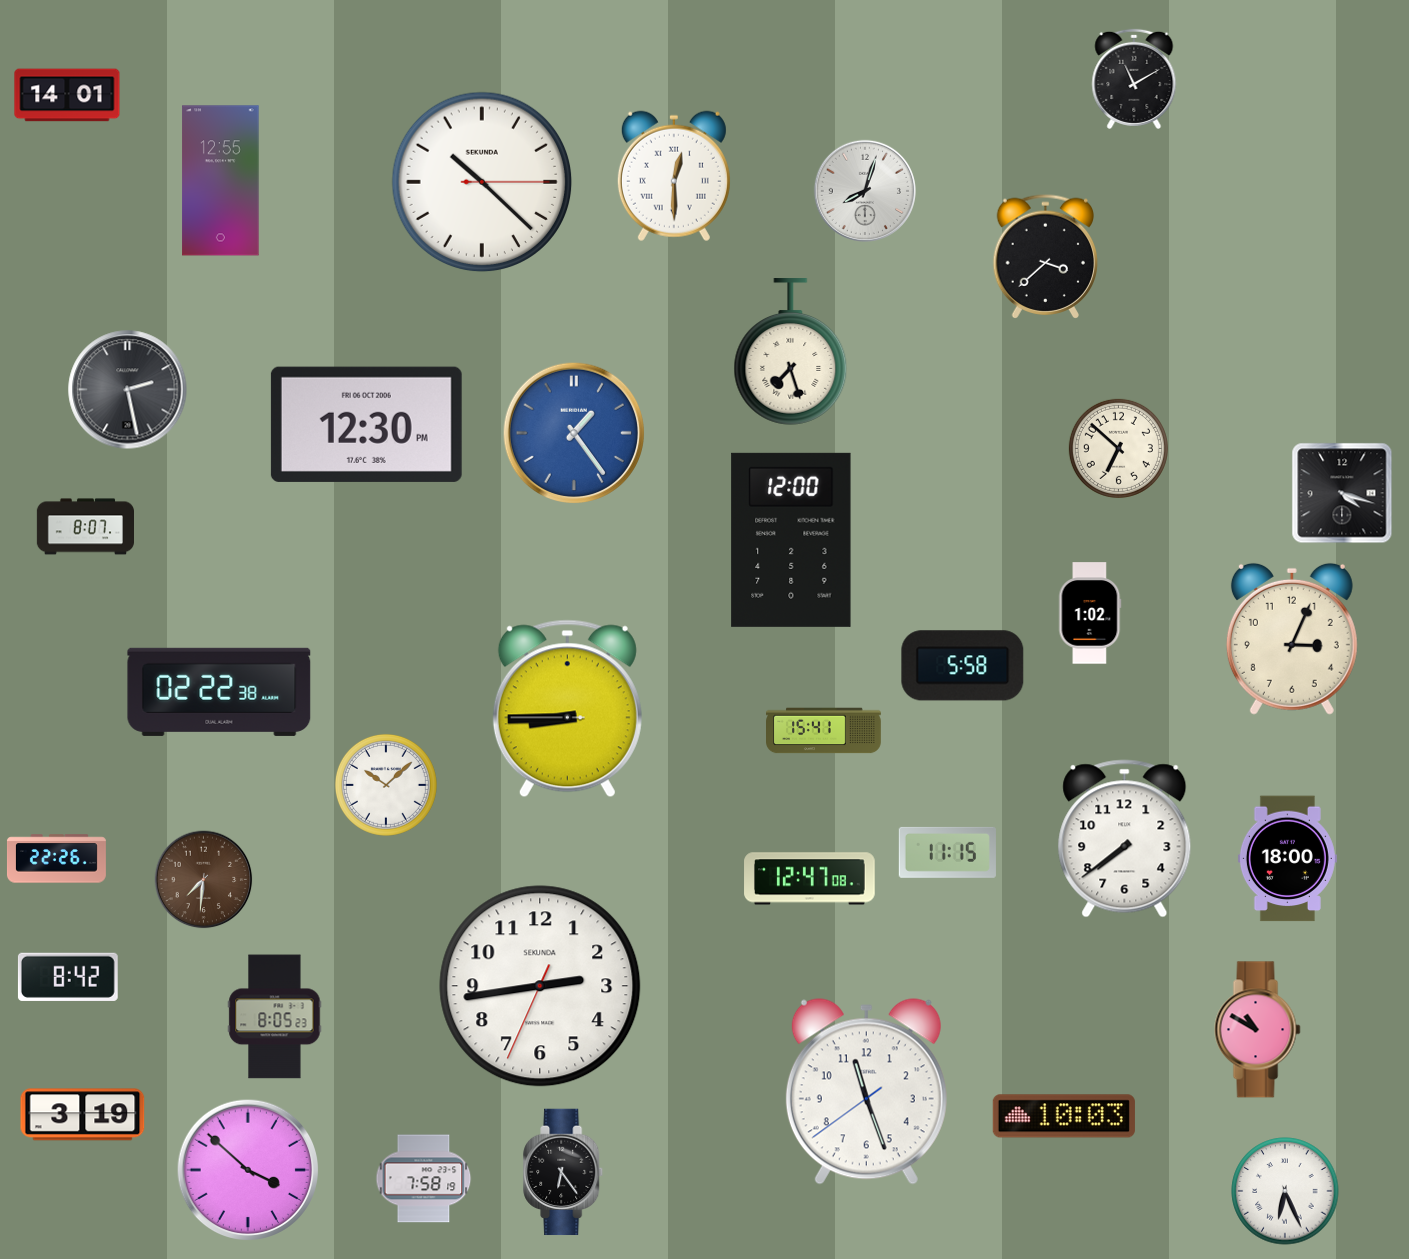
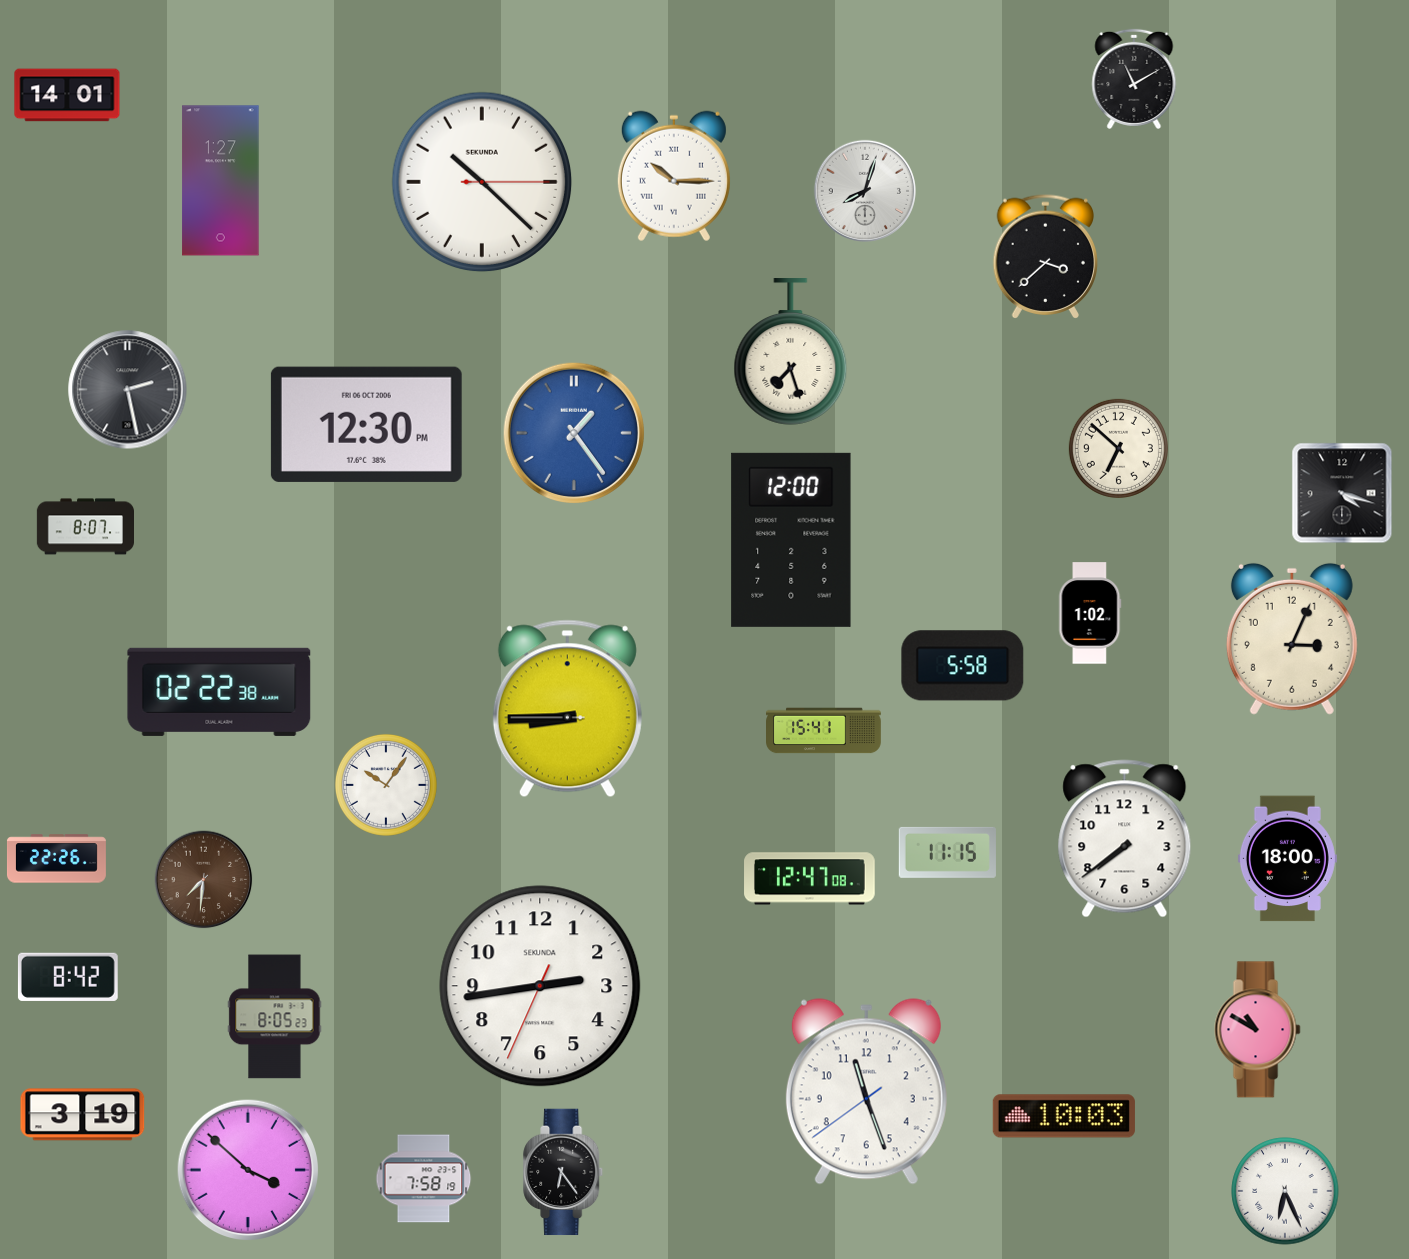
clock at (674, 176): 12:30 -> 10:15
clock at (221, 181): 12:55 -> 1:27
clock at (386, 785): 10:08 -> 10:06
